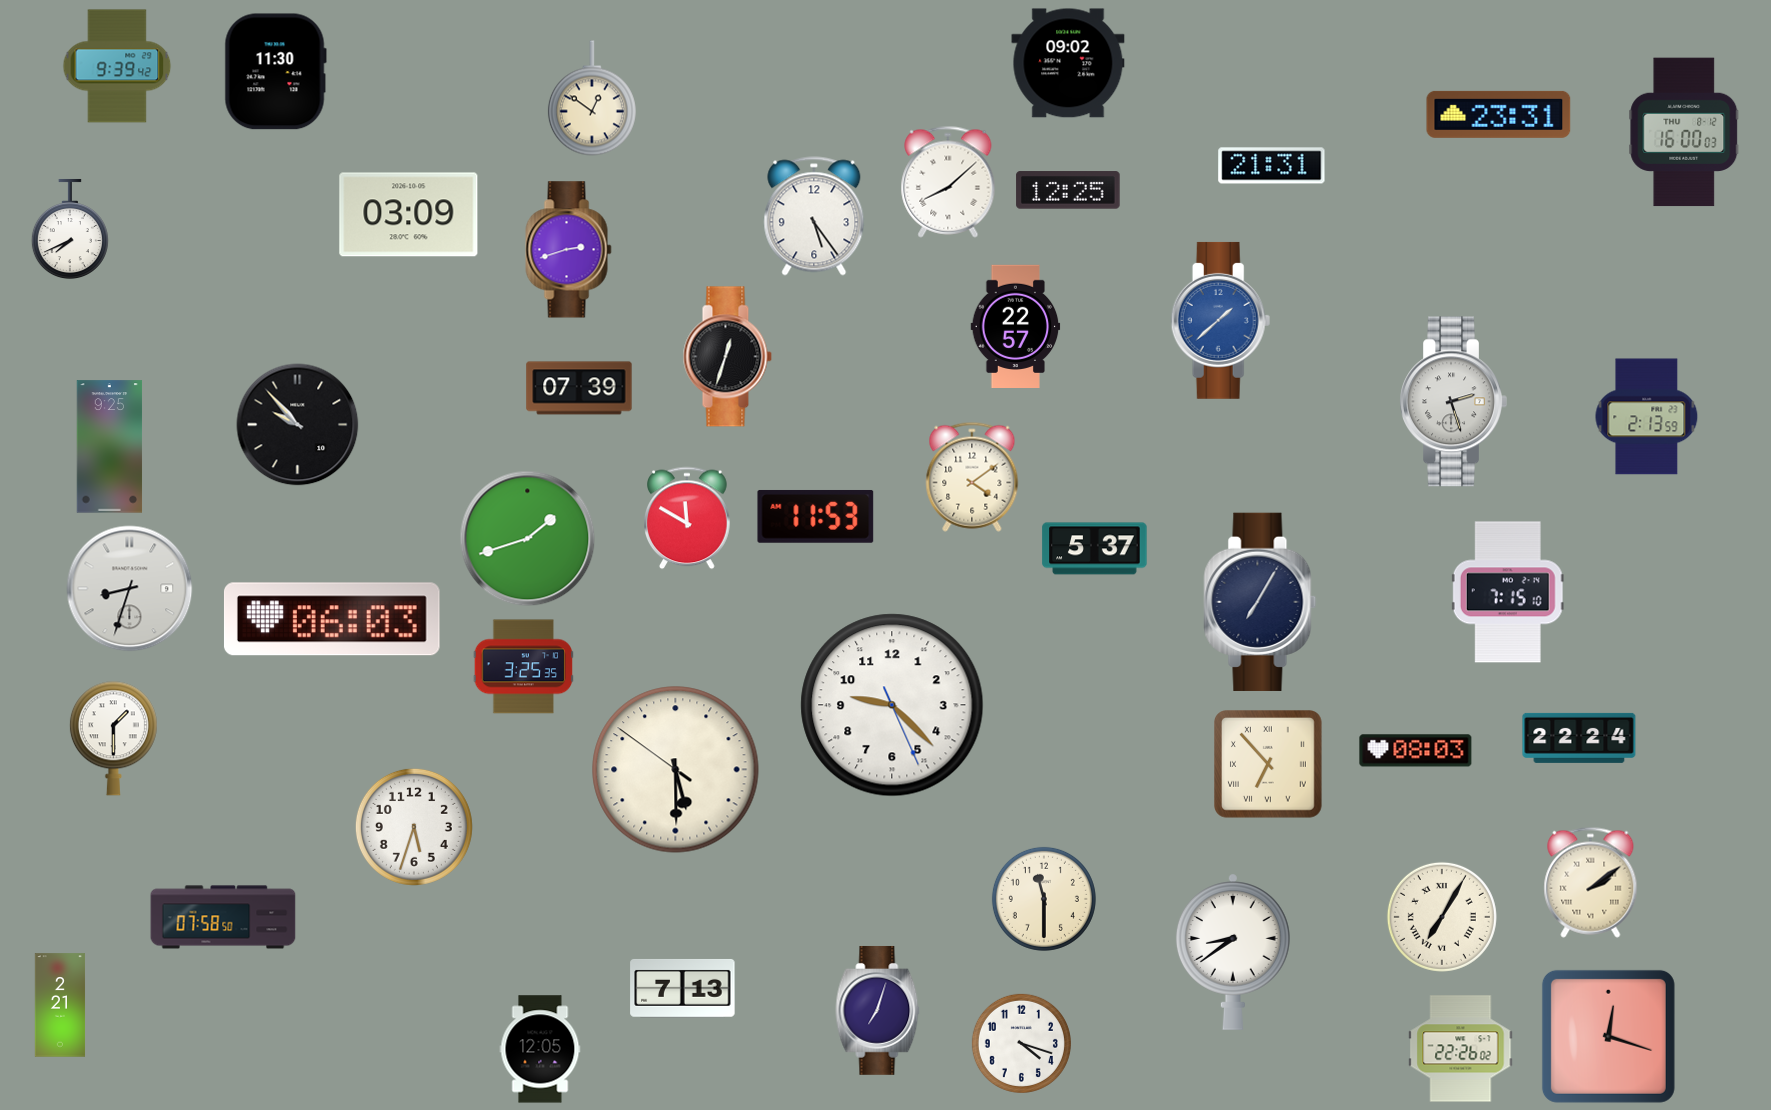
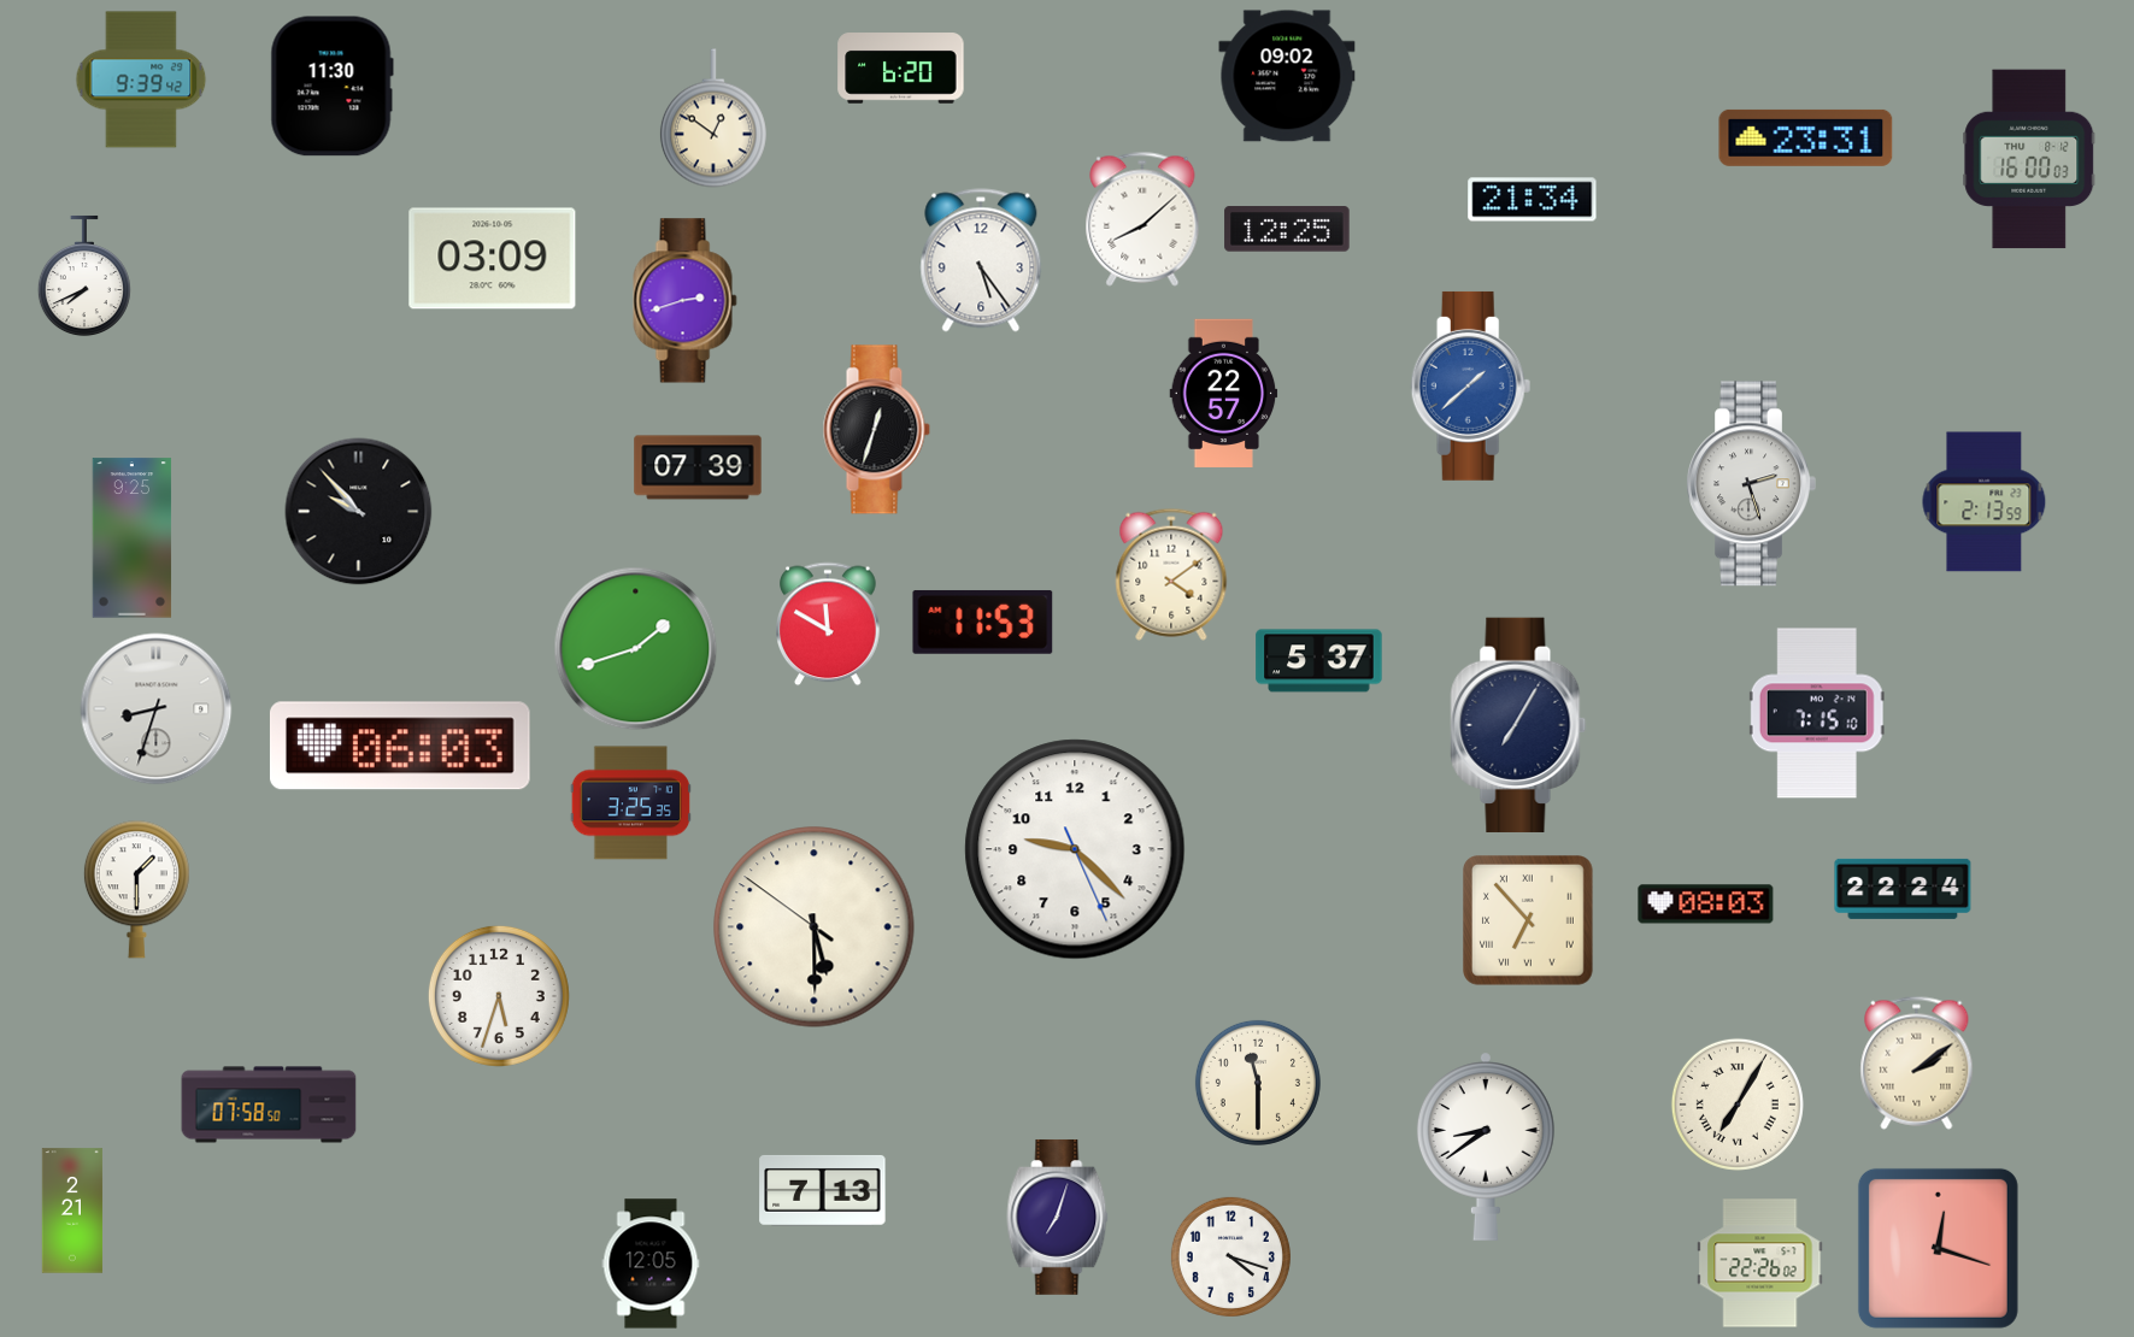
clock at (901, 69): none -> 6:20
clock at (1272, 166): 21:31 -> 21:34
